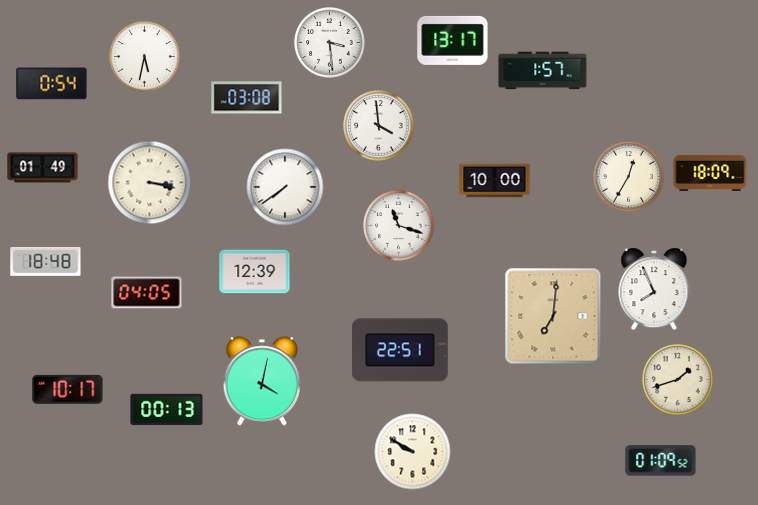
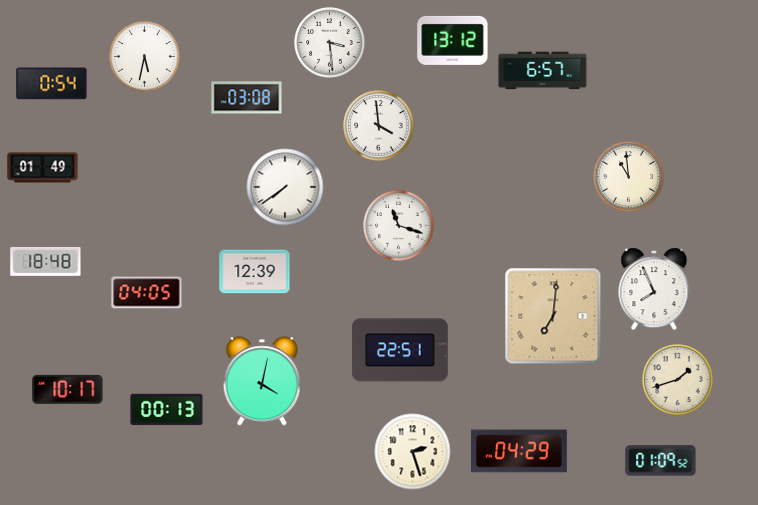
clock at (453, 40): 13:17 -> 13:12
clock at (543, 71): 1:57 -> 6:57
clock at (710, 173): 18:09 -> none
clock at (629, 177): 12:35 -> 10:59
clock at (495, 181): 10:00 -> none
clock at (150, 183): 3:17 -> none
clock at (520, 451): none -> 04:29
clock at (413, 452): 9:50 -> 2:27
